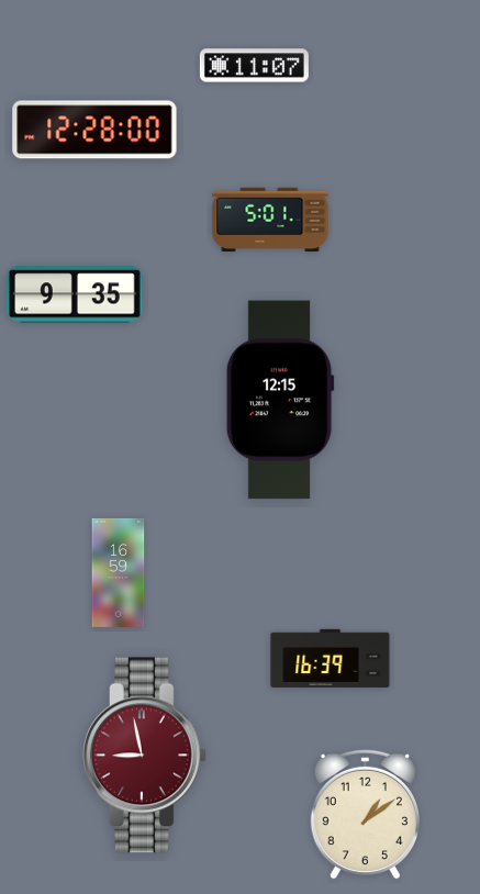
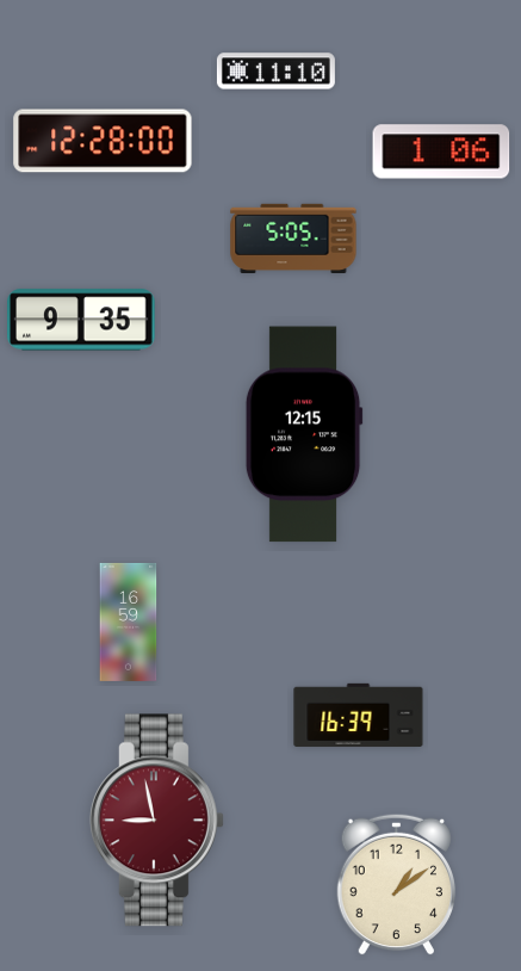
clock at (254, 66): 11:07 -> 11:10
clock at (441, 151): none -> 1:06
clock at (270, 219): 5:01 -> 5:05
